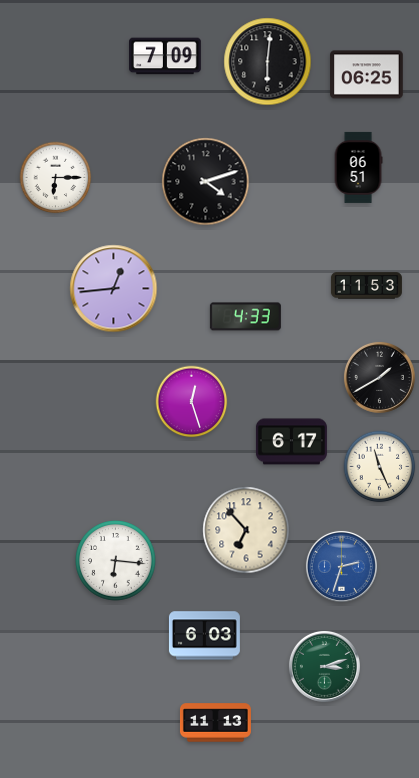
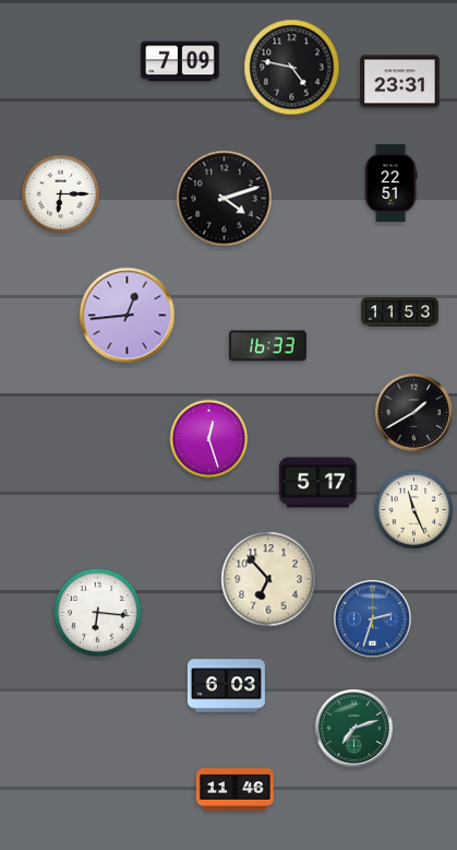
clock at (268, 62): 6:01 -> 4:47
clock at (367, 75): 06:25 -> 23:31
clock at (358, 167): 06:51 -> 22:51
clock at (114, 289) position: (114, 289) -> (128, 316)
clock at (245, 317): 4:33 -> 16:33
clock at (291, 442): 6:17 -> 5:17
clock at (116, 561) position: (116, 561) -> (98, 613)
clock at (204, 636) position: (204, 636) -> (226, 686)
clock at (324, 666): 3:12 -> 7:12
clock at (215, 723): 11:13 -> 11:46
